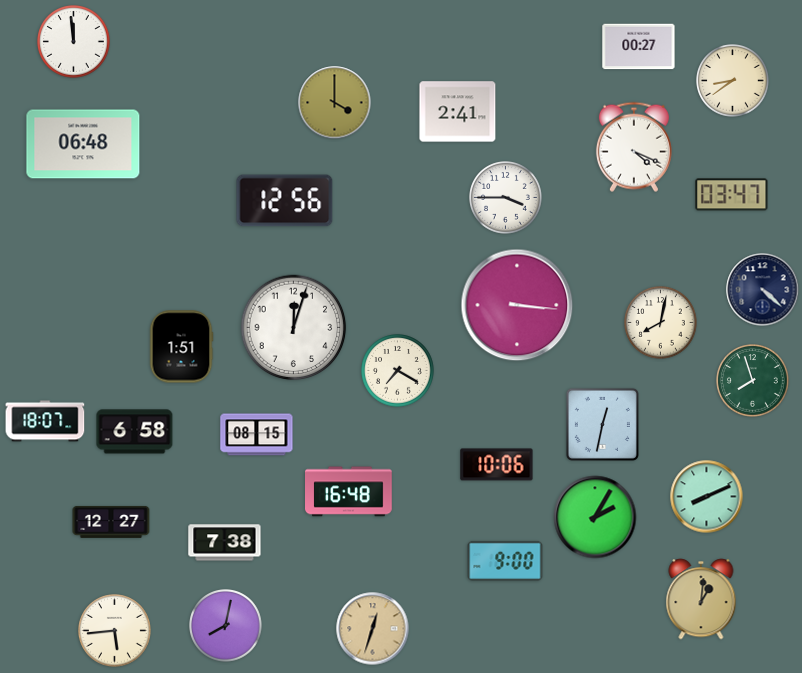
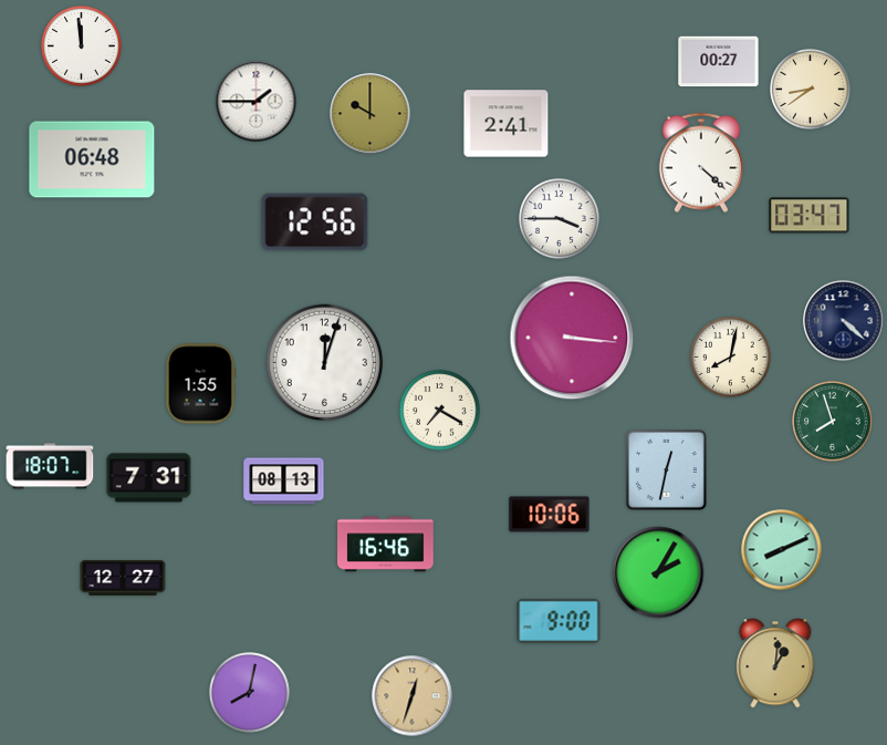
clock at (639, 47) position: (639, 47) -> (719, 62)
clock at (257, 102): none -> 1:45
clock at (335, 103): 4:00 -> 10:00
clock at (634, 147): 4:19 -> 4:22
clock at (181, 347): 1:51 -> 1:55
clock at (135, 432): 6:58 -> 7:31
clock at (257, 435): 08:15 -> 08:13
clock at (349, 492): 16:48 -> 16:46
clock at (225, 543): 7:38 -> none
clock at (115, 631): 5:44 -> none
